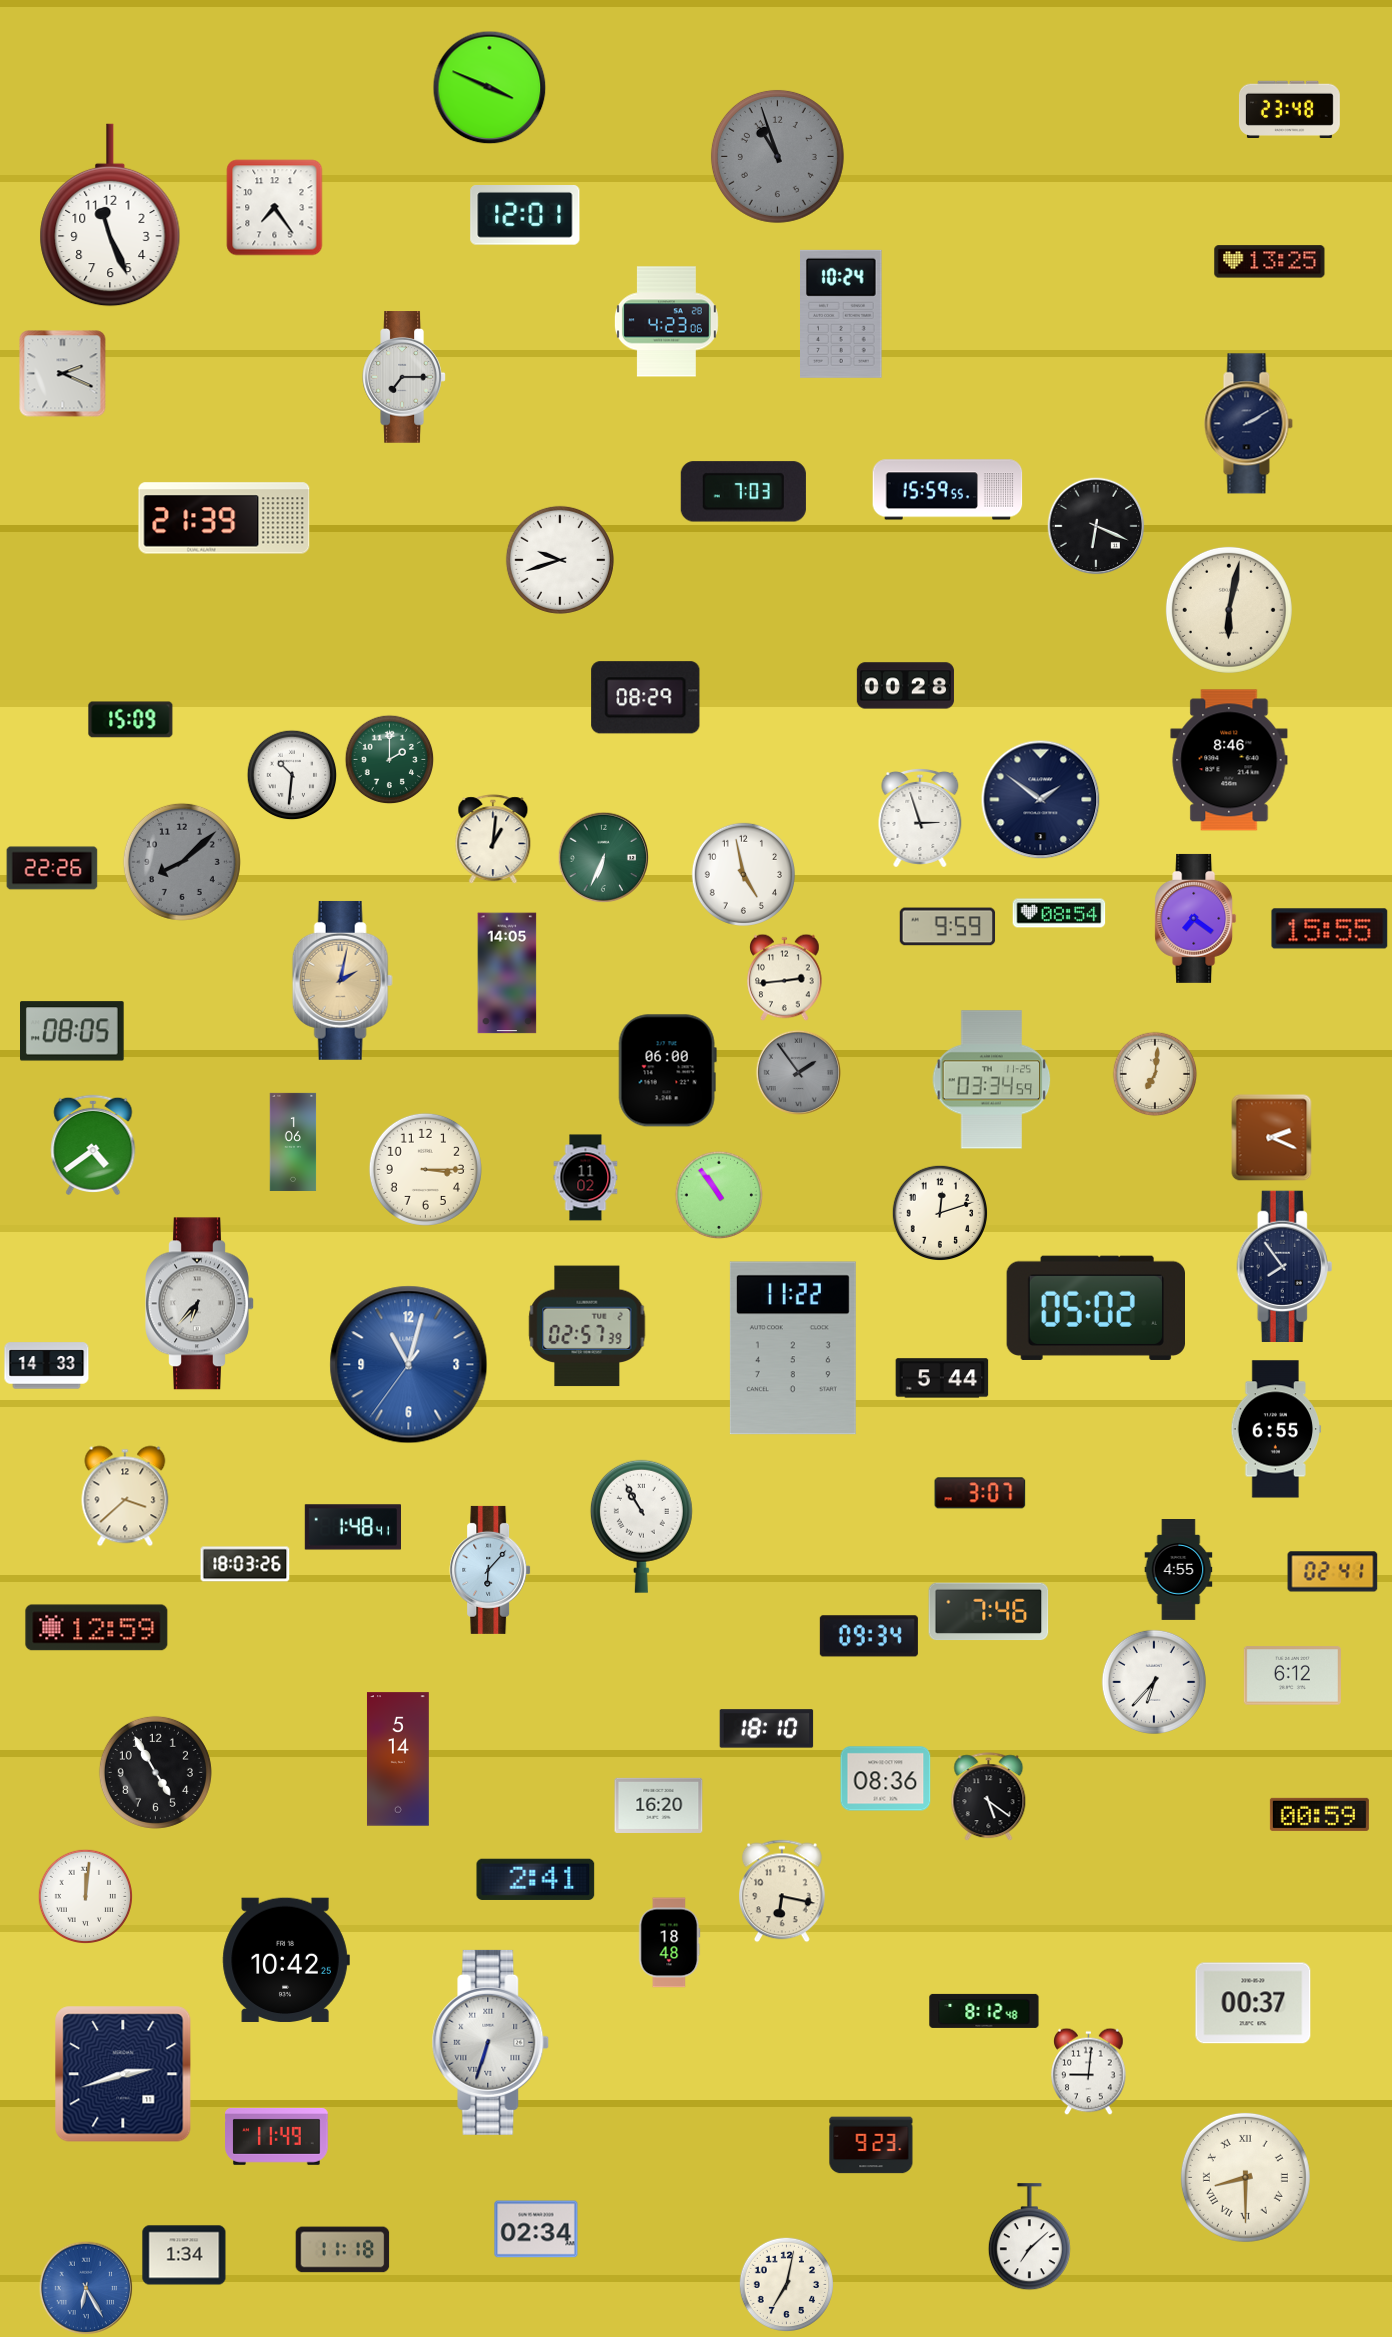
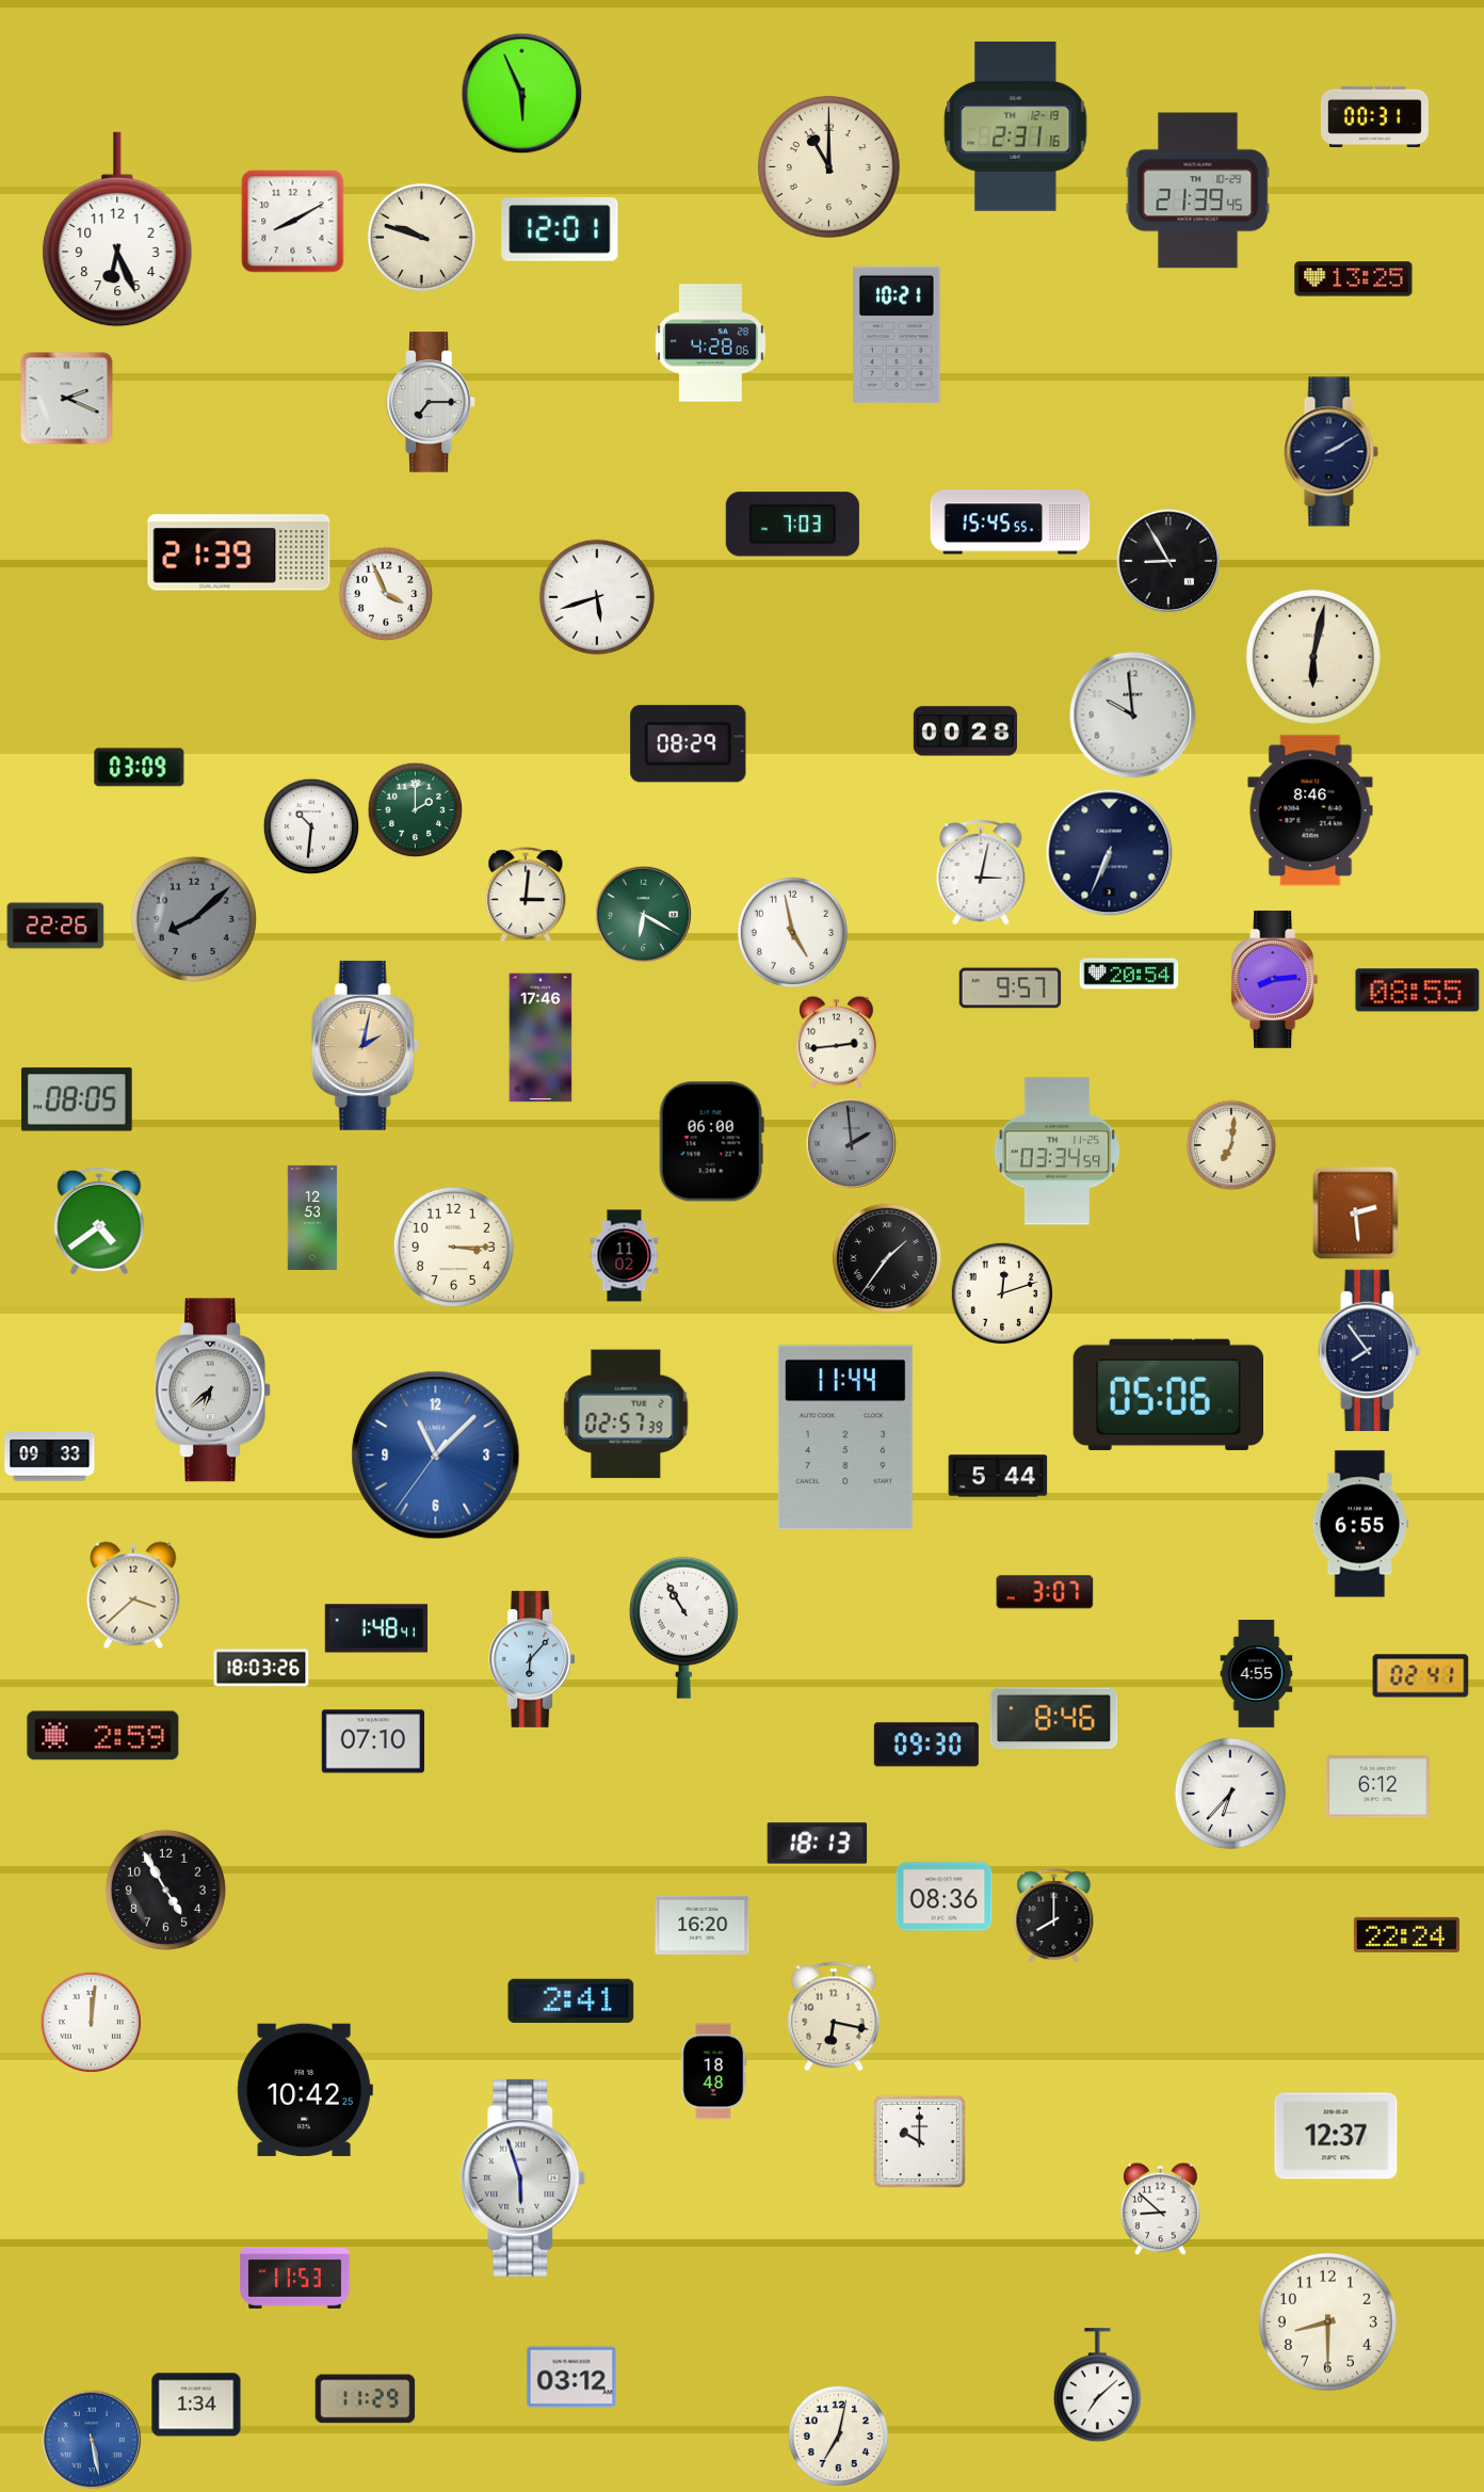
clock at (490, 88): 3:49 -> 5:56
clock at (1289, 109): 23:48 -> 00:31
clock at (1016, 126): none -> 2:31
clock at (777, 156): 10:57 -> 11:00
clock at (777, 156) dial: grey -> cream
clock at (1198, 191): none -> 21:39
clock at (275, 208): 7:24 -> 8:10
clock at (110, 215): 11:26 -> 6:26
clock at (421, 237): none -> 9:48
clock at (842, 314): 10:24 -> 10:21
clock at (666, 322): 4:23 -> 4:28
clock at (948, 490): 15:59 -> 15:45
clock at (1096, 526): 6:19 -> 8:55
clock at (386, 594): none -> 3:56
clock at (560, 560): 9:42 -> 5:42
clock at (1229, 610) position: (1229, 610) -> (1313, 657)
clock at (1133, 716): none -> 9:59
clock at (131, 720): 15:09 -> 03:09
clock at (1041, 800): 1:51 -> 6:34
clock at (920, 818): 2:57 -> 3:02
clock at (493, 840): 1:01 -> 3:01
clock at (604, 858): 6:34 -> 6:20
clock at (1059, 913): 08:54 -> 20:54
clock at (1196, 918): 7:21 -> 8:14
clock at (948, 927): 9:59 -> 9:57
clock at (1330, 929): 15:55 -> 08:55
clock at (507, 973): 14:05 -> 17:46
clock at (798, 1072): 1:54 -> 1:59
clock at (1272, 1138): 2:19 -> 2:29
clock at (293, 1142): 1:06 -> 12:53
clock at (887, 1258): none -> 1:36
clock at (719, 1195): 10:54 -> none
clock at (200, 1304): 6:37 -> 6:38
clock at (1095, 1308): 05:02 -> 05:06
clock at (793, 1348): 11:22 -> 11:44
clock at (409, 1365): 11:02 -> 11:07
clock at (47, 1366): 14:33 -> 09:33
clock at (942, 1378) position: (942, 1378) -> (998, 1476)
clock at (490, 1570) position: (490, 1570) -> (532, 1659)
clock at (989, 1612): 7:46 -> 8:46
clock at (97, 1628): 12:59 -> 2:59
clock at (372, 1741): none -> 07:10
clock at (869, 1636): 09:34 -> 09:30
clock at (767, 1729): 18:10 -> 18:13
clock at (398, 1759): 5:14 -> none
clock at (989, 1797): 5:21 -> 8:00
clock at (1319, 1814): 00:59 -> 22:24
clock at (536, 1879) position: (536, 1879) -> (571, 2000)
clock at (1253, 2003): 00:37 -> 12:37
clock at (919, 2141): none -> 10:00
clock at (984, 2011): 8:12 -> none
clock at (491, 2042): 6:33 -> 5:57
clock at (1089, 2072): 9:01 -> 8:52
clock at (123, 2074): 2:42 -> none
clock at (277, 2136): 11:49 -> 11:53
clock at (871, 2145): 9:23 -> none
clock at (1245, 2177) numerals: Roman -> Arabic
clock at (536, 2229): 02:34 -> 03:12
clock at (343, 2250): 11:18 -> 11:29
clock at (86, 2288): 6:25 -> 5:28
